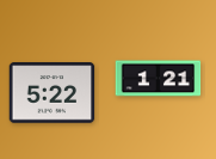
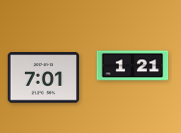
clock at (53, 93): 5:22 -> 7:01
